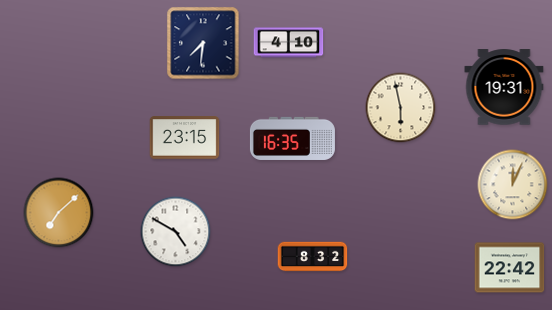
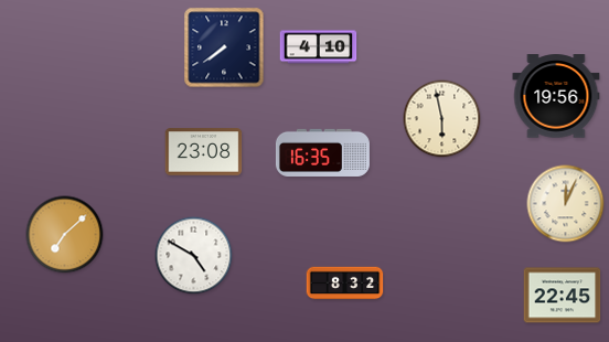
clock at (203, 43): 7:31 -> 7:39
clock at (504, 87): 19:31 -> 19:56
clock at (185, 138): 23:15 -> 23:08
clock at (510, 268): 22:42 -> 22:45
